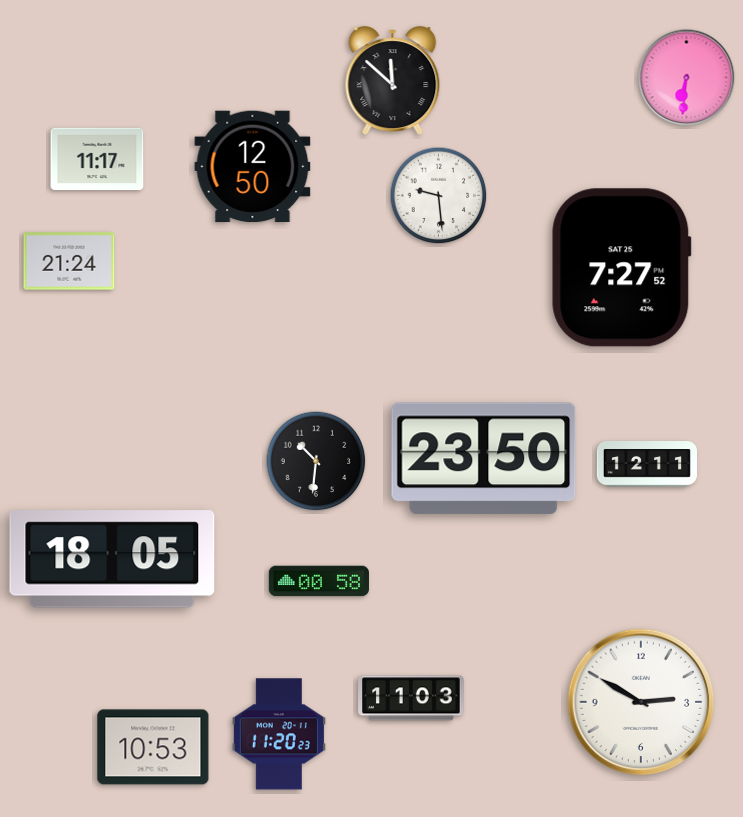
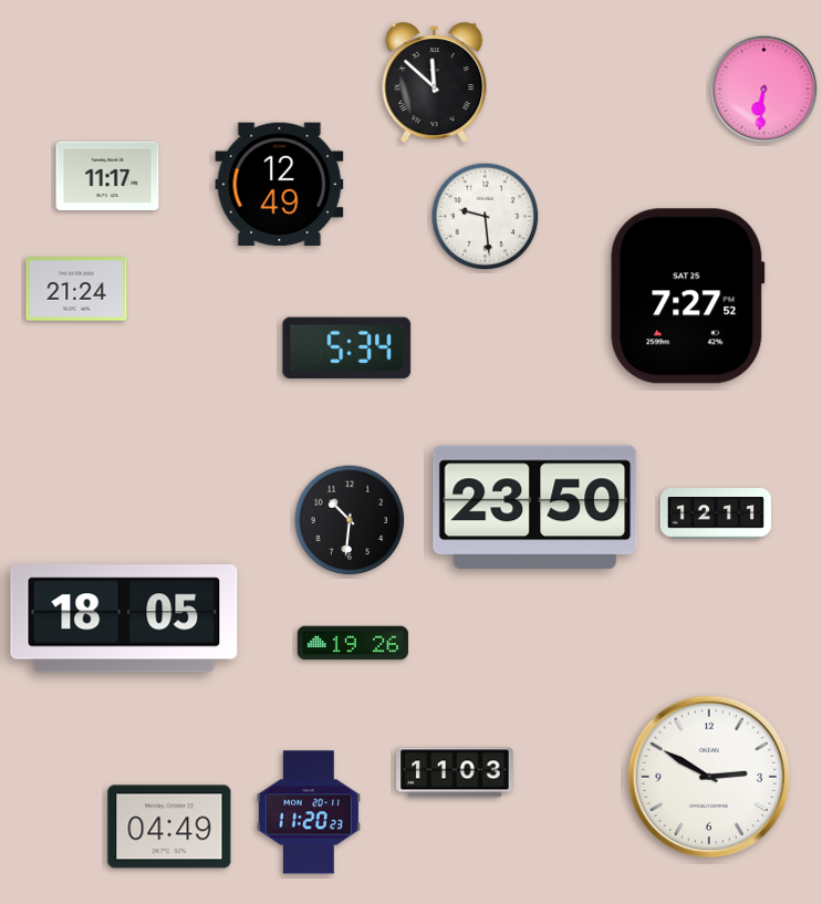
clock at (687, 78) position: (687, 78) -> (764, 90)
clock at (393, 81) position: (393, 81) -> (435, 83)
clock at (253, 167): 12:50 -> 12:49
clock at (347, 349): none -> 5:34
clock at (316, 461) position: (316, 461) -> (350, 520)
clock at (319, 581): 00:58 -> 19:26
clock at (153, 747): 10:53 -> 04:49
